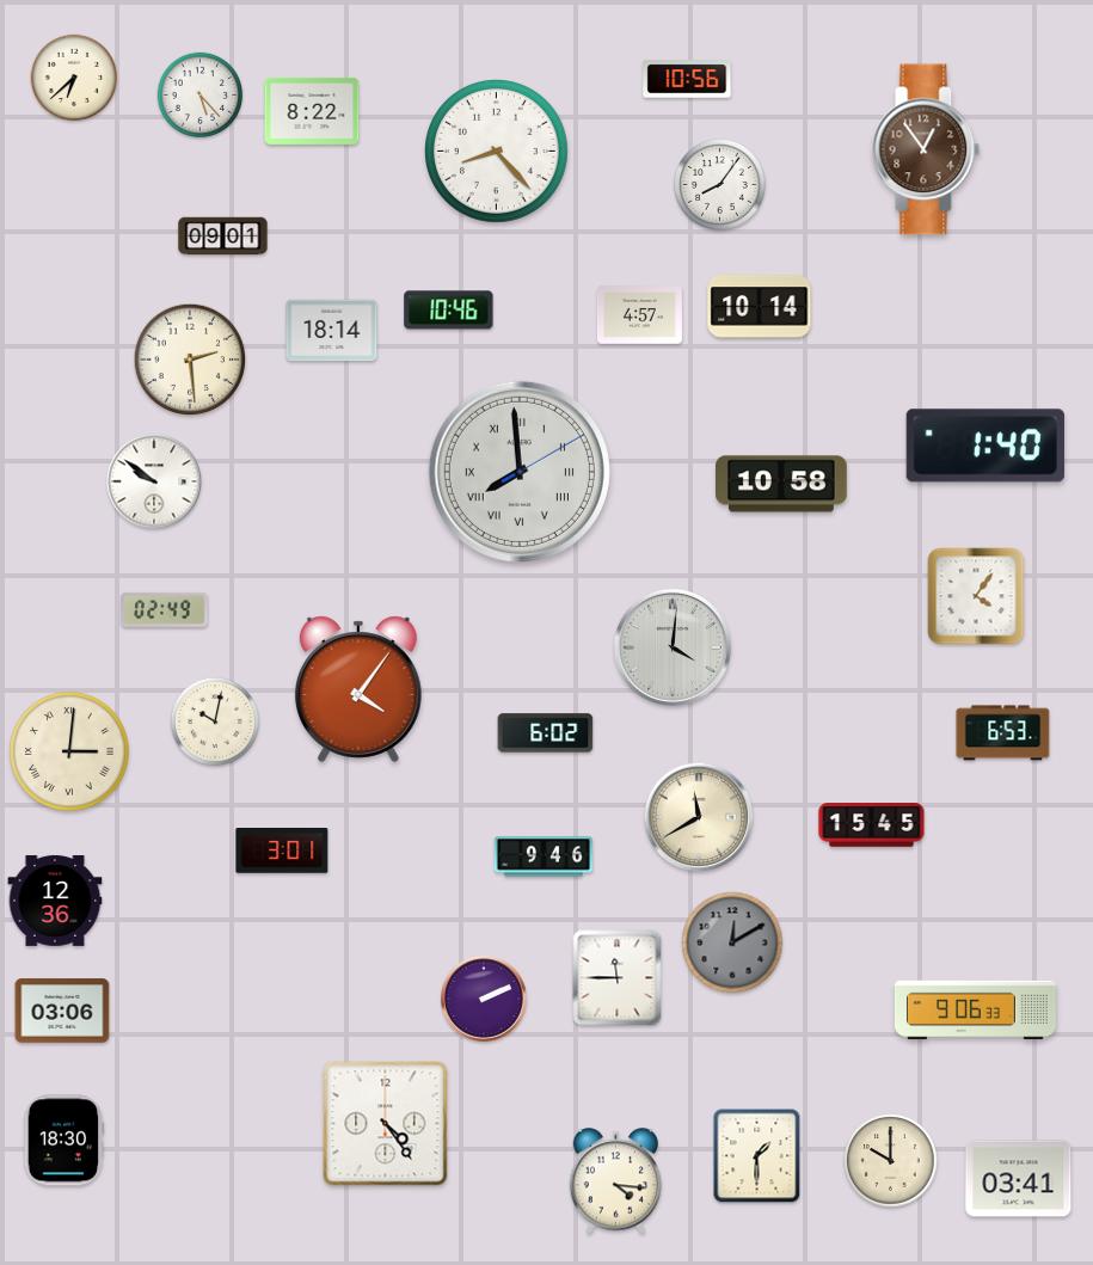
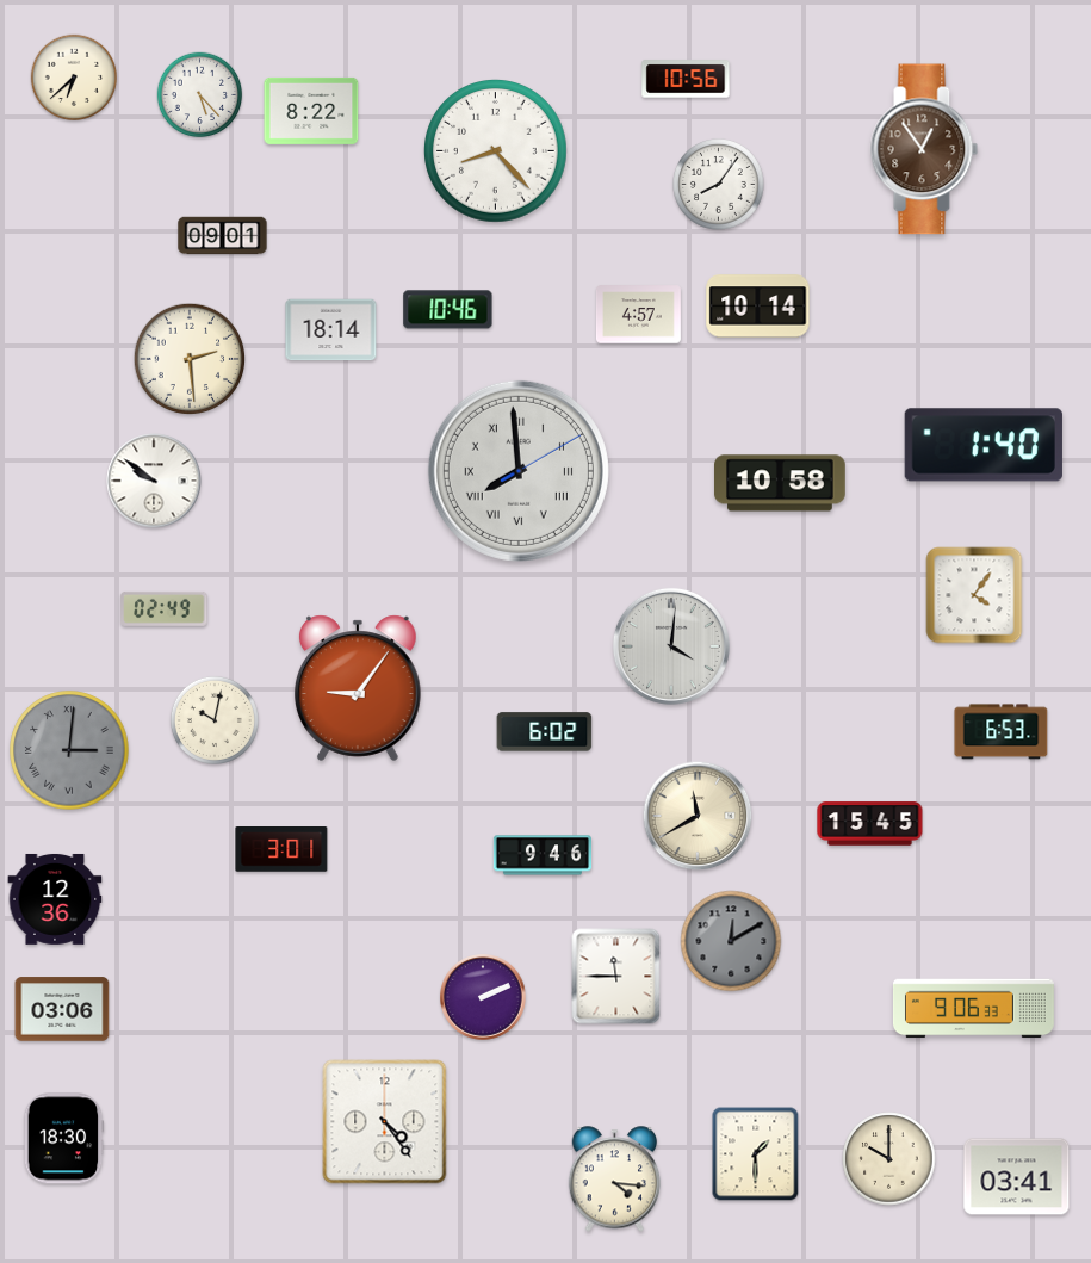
clock at (358, 689): 4:06 -> 9:06
clock at (69, 751) dial: cream -> grey
